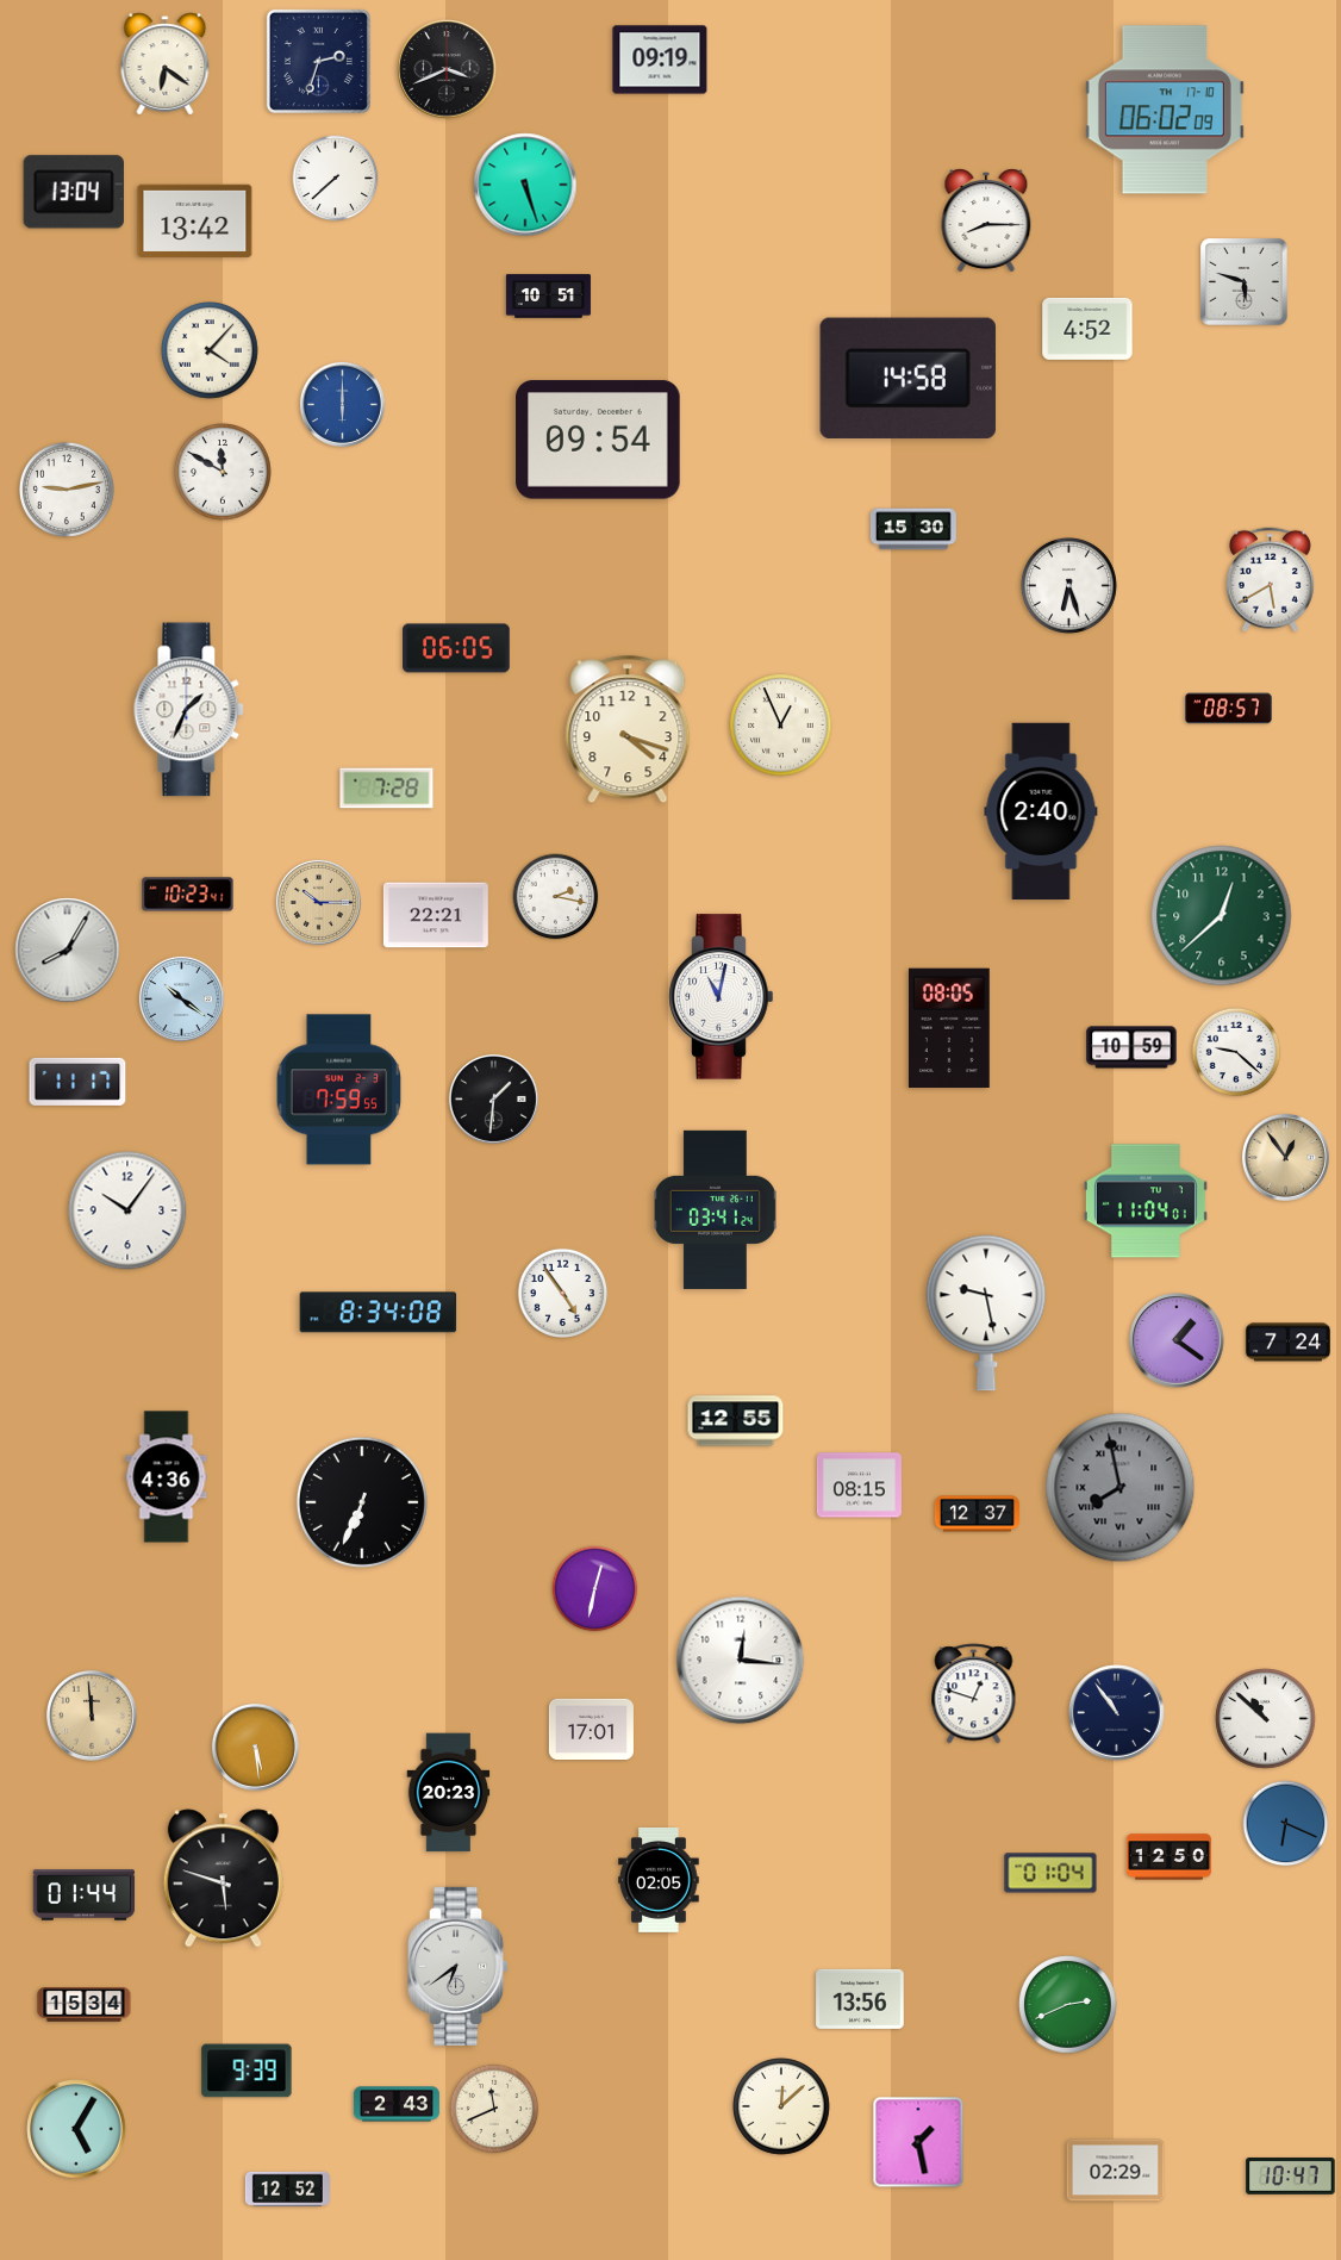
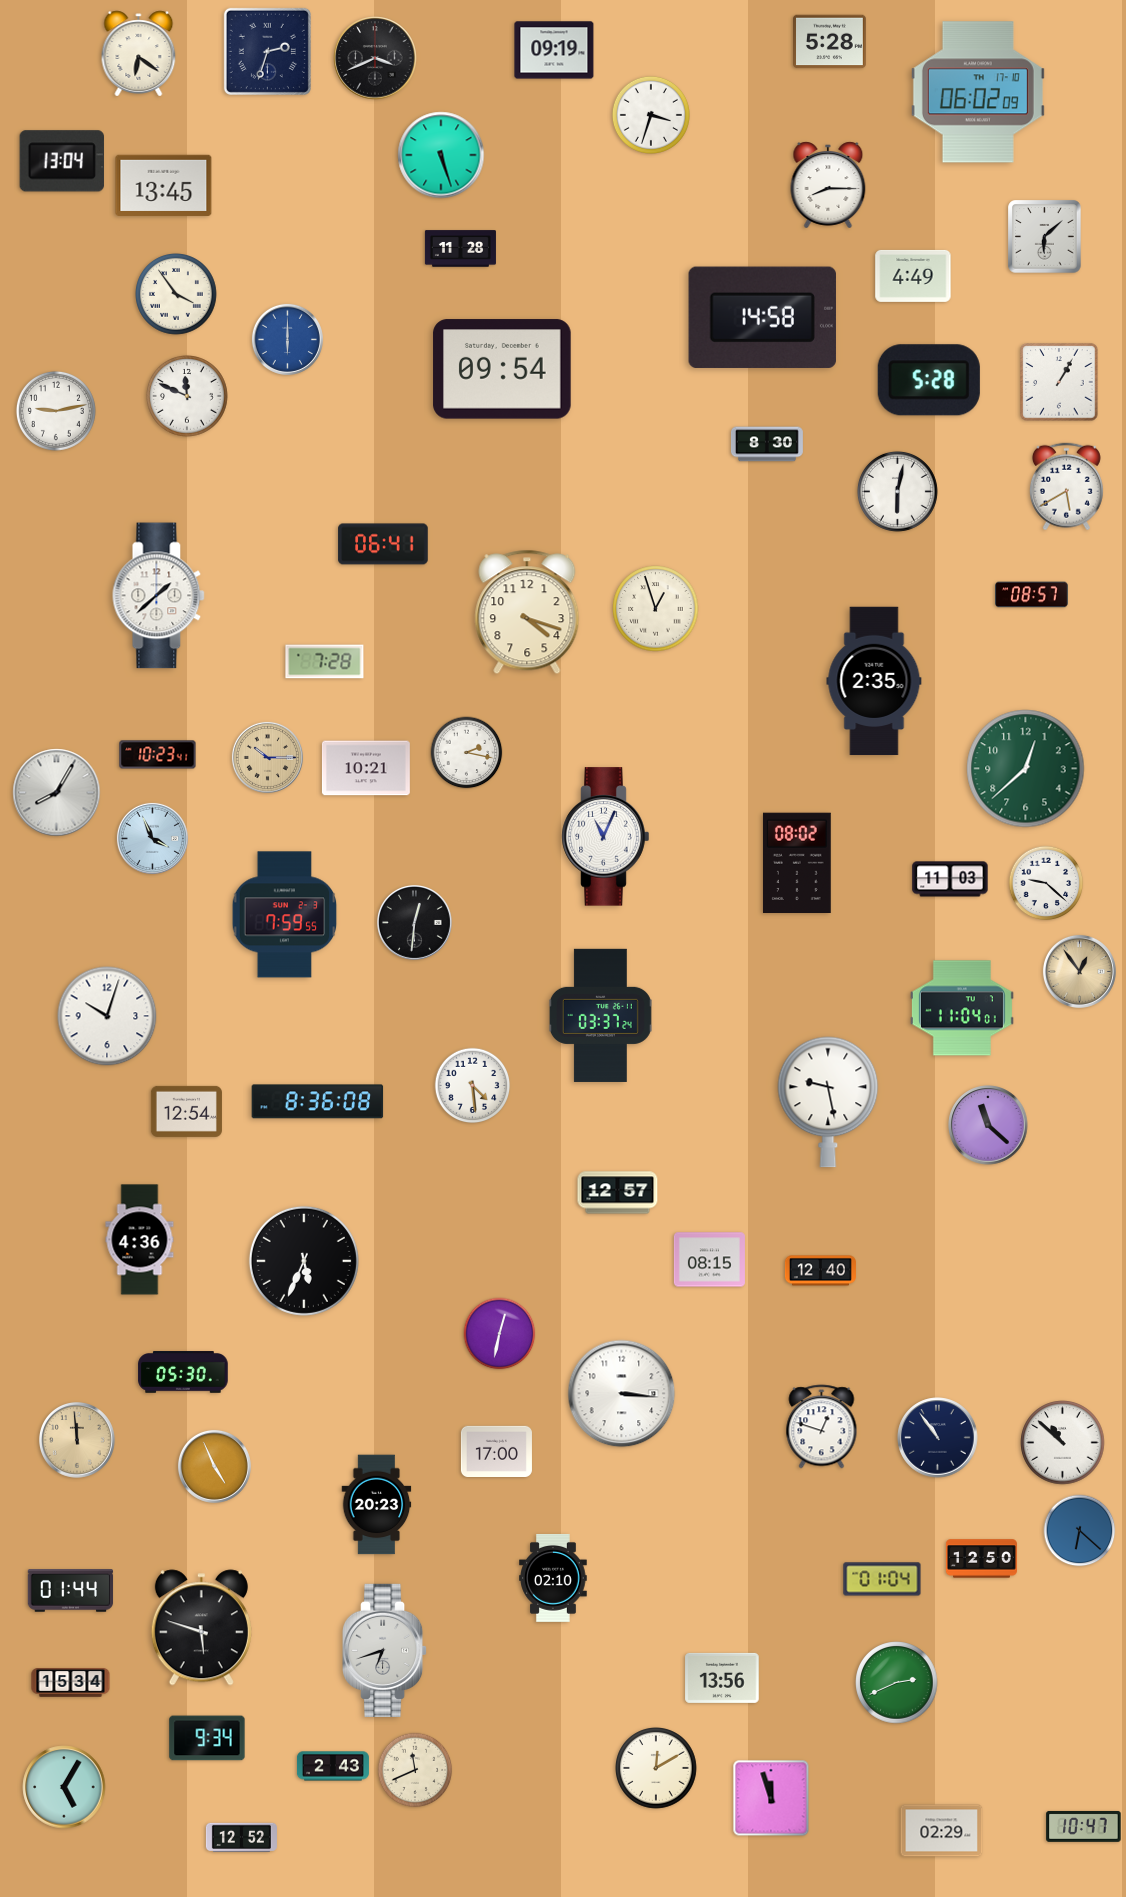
clock at (830, 42): none -> 5:28
clock at (651, 115): none -> 3:33
clock at (336, 179): 7:38 -> none
clock at (195, 220): 13:42 -> 13:45
clock at (1245, 282): 5:48 -> 6:08
clock at (548, 297): 10:51 -> 11:28
clock at (1087, 329): 4:52 -> 4:49
clock at (211, 351): 4:07 -> 3:54
clock at (929, 380): none -> 5:28
clock at (1059, 382): none -> 1:05
clock at (224, 473): 11:50 -> 11:49
clock at (913, 529): 15:30 -> 8:30
clock at (1068, 585): 6:27 -> 6:02
clock at (456, 648): 06:05 -> 06:41
clock at (189, 710): 1:34 -> 1:38
clock at (781, 726): 12:56 -> 12:57
clock at (1041, 811): 2:40 -> 2:35
clock at (188, 895) position: (188, 895) -> (158, 755)
clock at (436, 915): 22:21 -> 10:21
clock at (68, 951) position: (68, 951) -> (57, 793)
clock at (722, 997): 11:02 -> 11:04
clock at (181, 998): 10:21 -> 3:56
clock at (949, 1028): 08:05 -> 08:02
clock at (1131, 1047): 10:59 -> 11:03
clock at (1236, 1052) position: (1236, 1052) -> (1046, 883)
clock at (77, 1082): 11:17 -> none
clock at (493, 1098): 1:31 -> 12:31
clock at (715, 1209): 03:41 -> 03:37
clock at (127, 1210): 10:06 -> 10:03
clock at (563, 1294): 4:54 -> 4:29
clock at (379, 1313): 8:34 -> 8:36
clock at (186, 1111): none -> 12:54
clock at (1177, 1340): 1:21 -> 11:22
clock at (1287, 1343): 7:24 -> none
clock at (736, 1421): 12:55 -> 12:57
clock at (859, 1486) position: (859, 1486) -> (709, 1260)
clock at (1121, 1488): 7:58 -> none
clock at (362, 1502): 6:34 -> 5:34
clock at (977, 1514): 12:37 -> 12:40
clock at (183, 1372): none -> 05:30
clock at (741, 1661): 12:16 -> 3:16
clock at (974, 1694) position: (974, 1694) -> (822, 1427)
clock at (591, 1729): 17:01 -> 17:00
clock at (255, 1747): 5:29 -> 4:56
clock at (1286, 1824): 6:19 -> 6:22
clock at (1050, 1873) position: (1050, 1873) -> (882, 1579)
clock at (223, 1879) position: (223, 1879) -> (201, 1628)
clock at (659, 1880): 02:05 -> 02:10
clock at (460, 1966): 6:39 -> 6:42
clock at (247, 2071): 9:39 -> 9:34
clock at (782, 2108): 12:08 -> 12:10
clock at (918, 2142): 1:28 -> 11:57
clock at (1116, 2171) position: (1116, 2171) -> (942, 1831)
